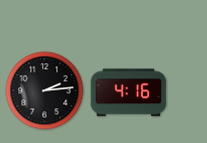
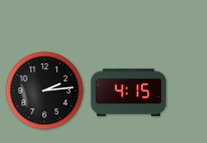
clock at (129, 93): 4:16 -> 4:15
